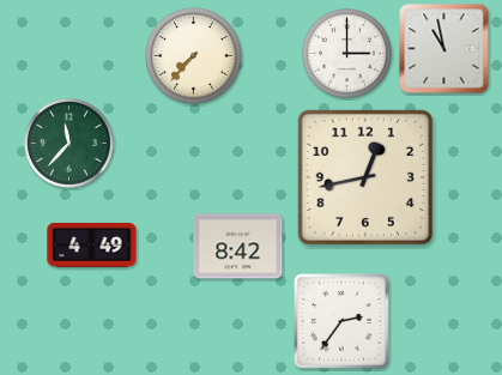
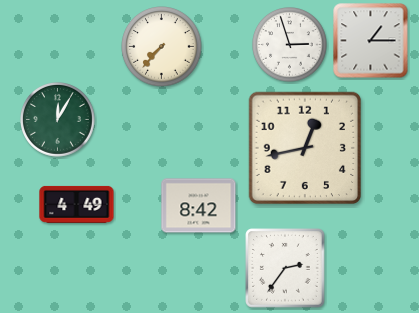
clock at (444, 49): 10:58 -> 1:15
clock at (347, 54): 3:00 -> 2:57
clock at (69, 144): 11:37 -> 12:05
